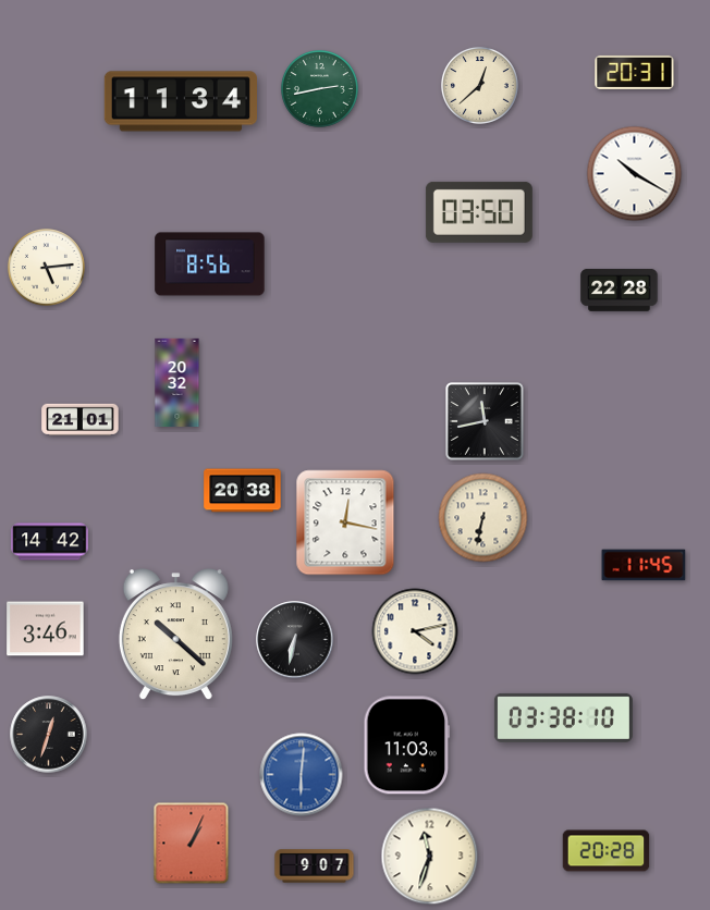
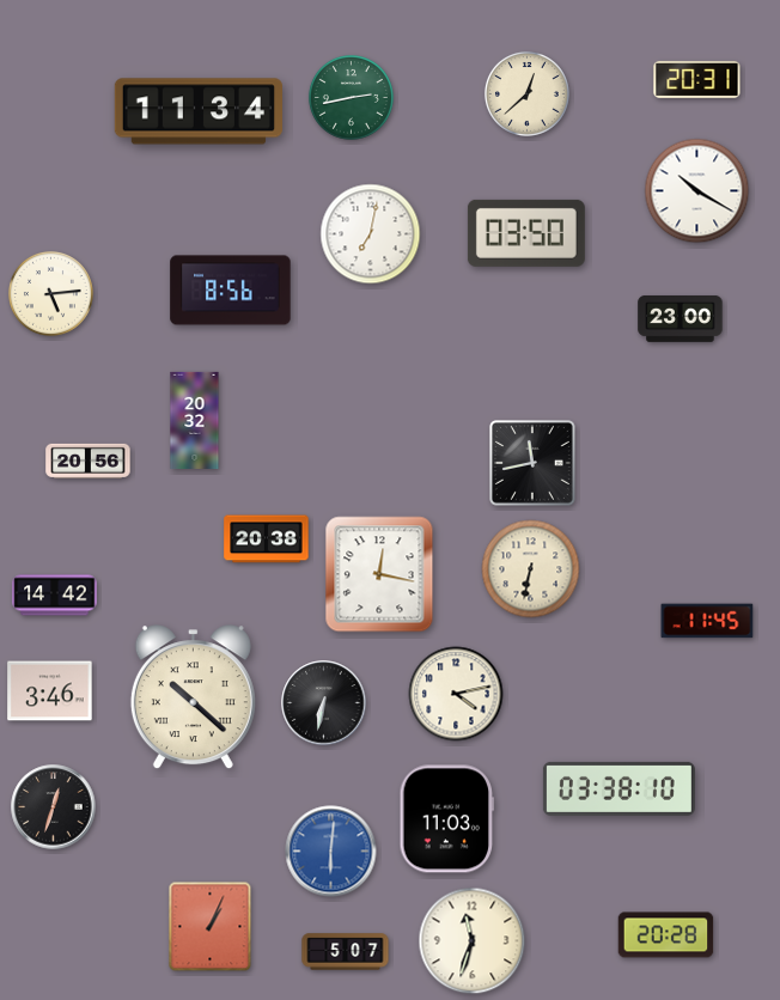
clock at (371, 234): none -> 7:02
clock at (620, 291): 22:28 -> 23:00
clock at (81, 419): 21:01 -> 20:56
clock at (315, 866): 9:07 -> 5:07
